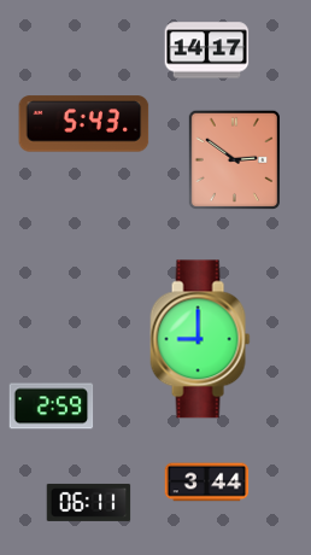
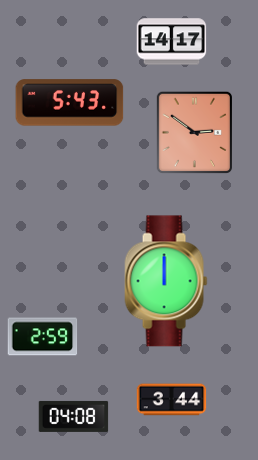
clock at (200, 339): 9:00 -> 12:00
clock at (89, 502): 06:11 -> 04:08
